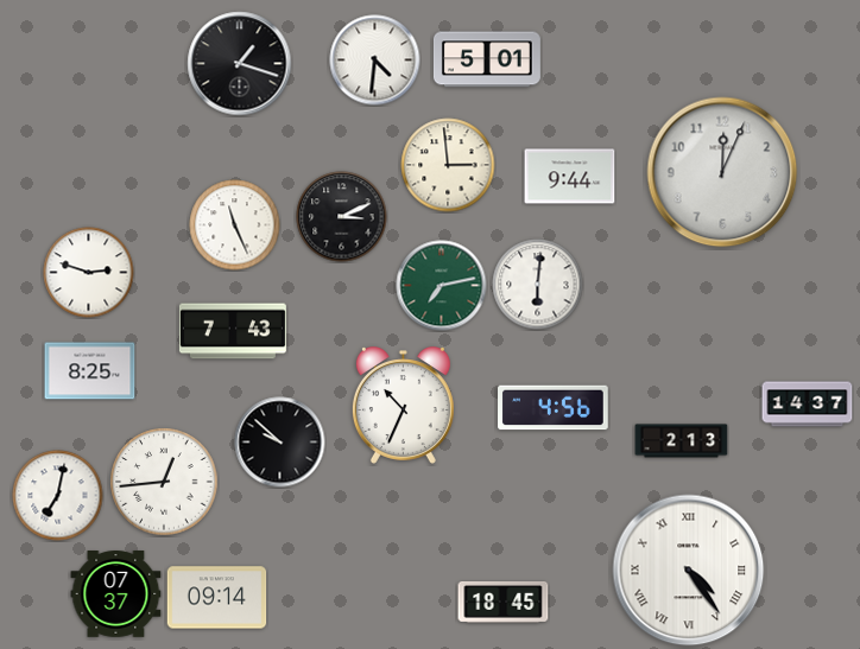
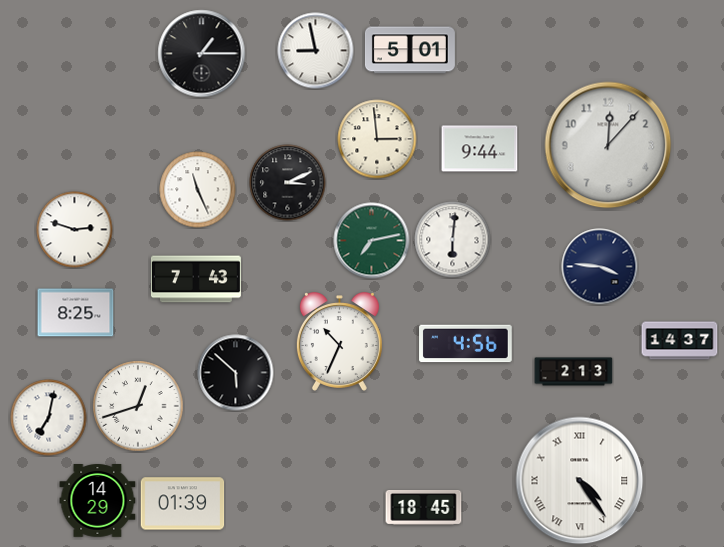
clock at (375, 61): 4:31 -> 8:58
clock at (240, 64): 1:18 -> 1:15
clock at (722, 172): 12:04 -> 12:07
clock at (600, 267): none -> 3:46
clock at (280, 443): 9:52 -> 5:52
clock at (164, 482): 12:44 -> 12:42
clock at (116, 594): 07:37 -> 14:29
clock at (217, 598): 09:14 -> 01:39
